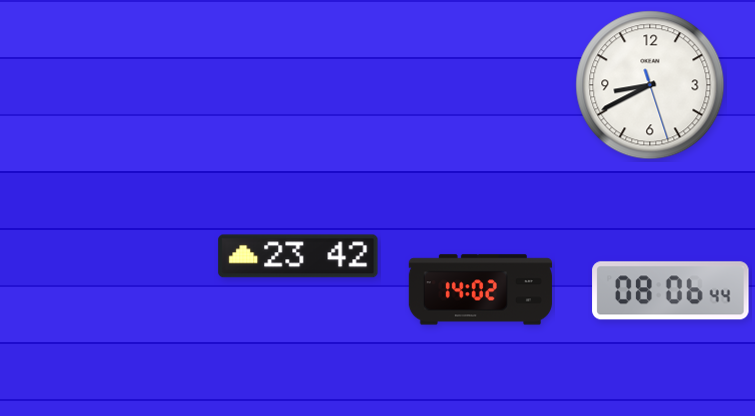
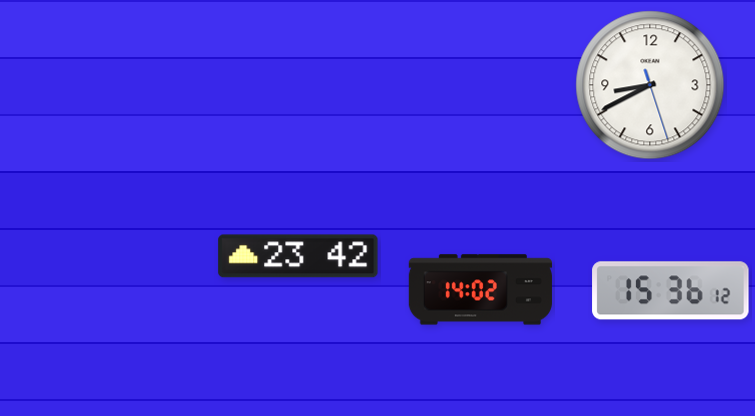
clock at (671, 291): 08:06 -> 15:36
